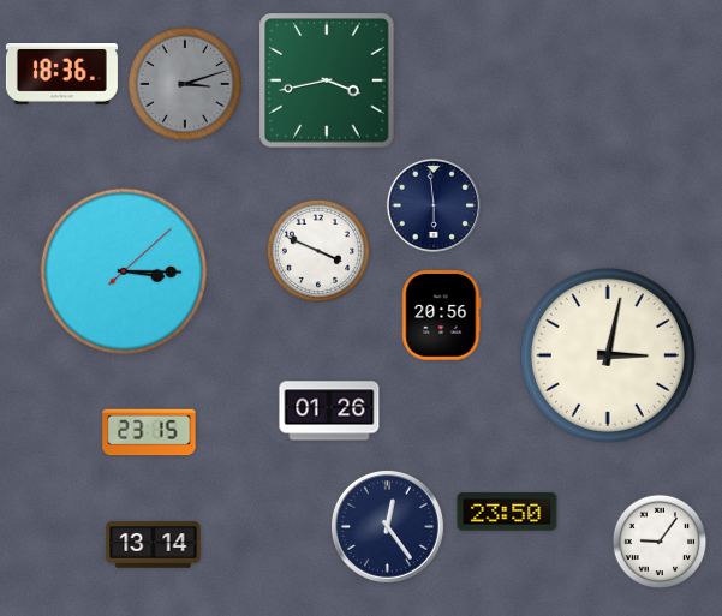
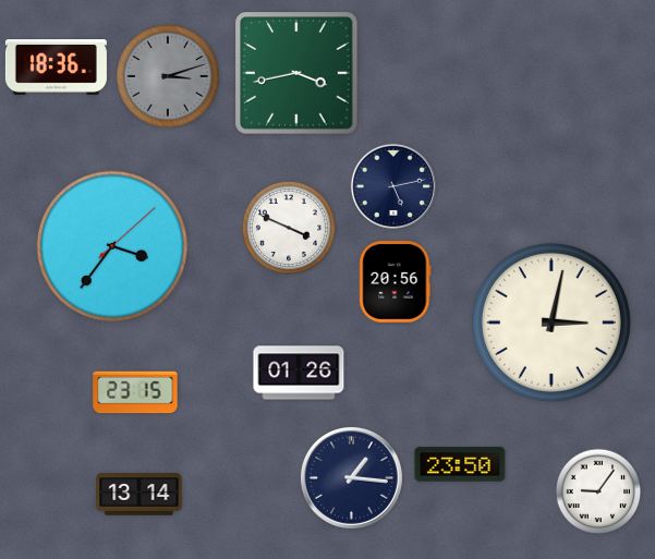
clock at (434, 205): 5:59 -> 5:13
clock at (124, 271): 3:15 -> 3:36
clock at (442, 316) position: (442, 316) -> (396, 282)
clock at (387, 526): 12:24 -> 1:16
